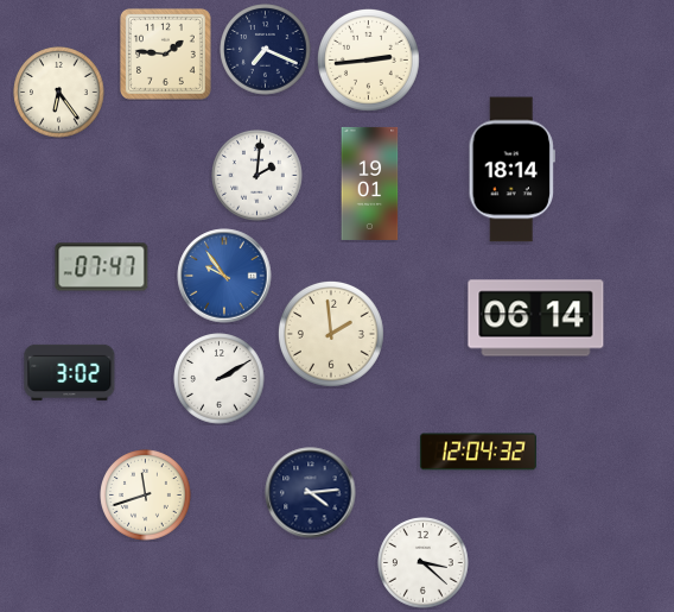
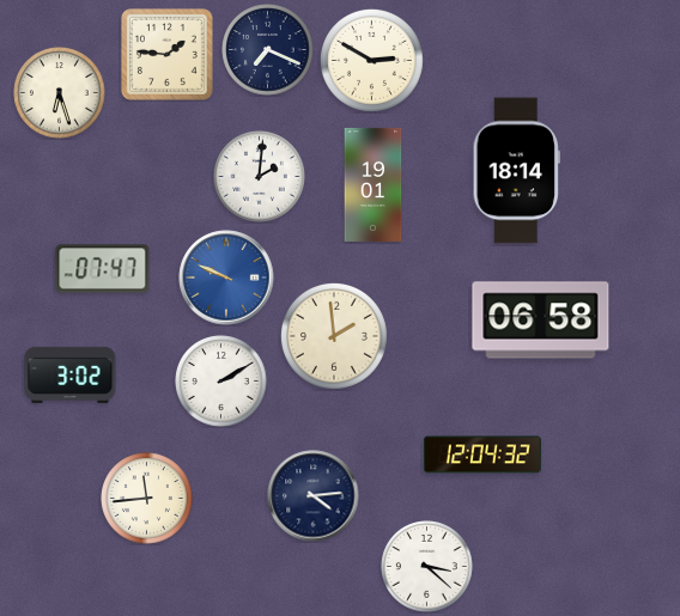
clock at (368, 59): 2:44 -> 2:50
clock at (59, 93): 6:24 -> 6:27
clock at (224, 276): 9:54 -> 9:49
clock at (536, 318): 06:14 -> 06:58
clock at (146, 496): 11:42 -> 11:44
